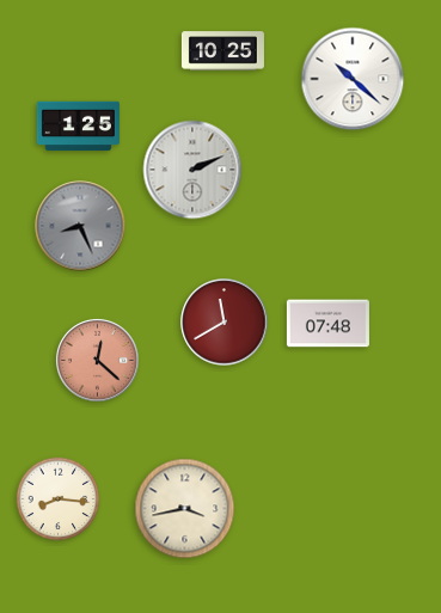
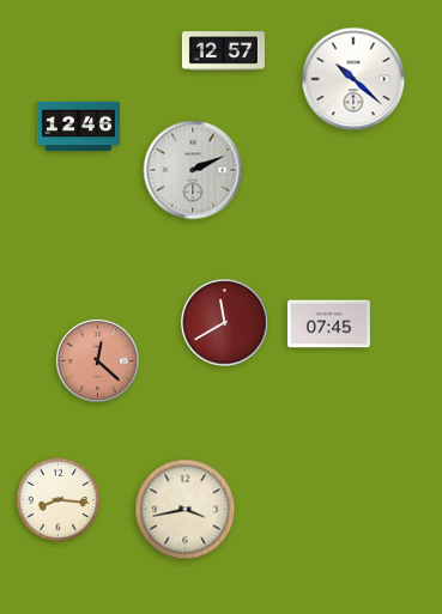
clock at (222, 51): 10:25 -> 12:57
clock at (78, 127): 1:25 -> 12:46
clock at (80, 226): 8:26 -> none
clock at (327, 324): 07:48 -> 07:45
